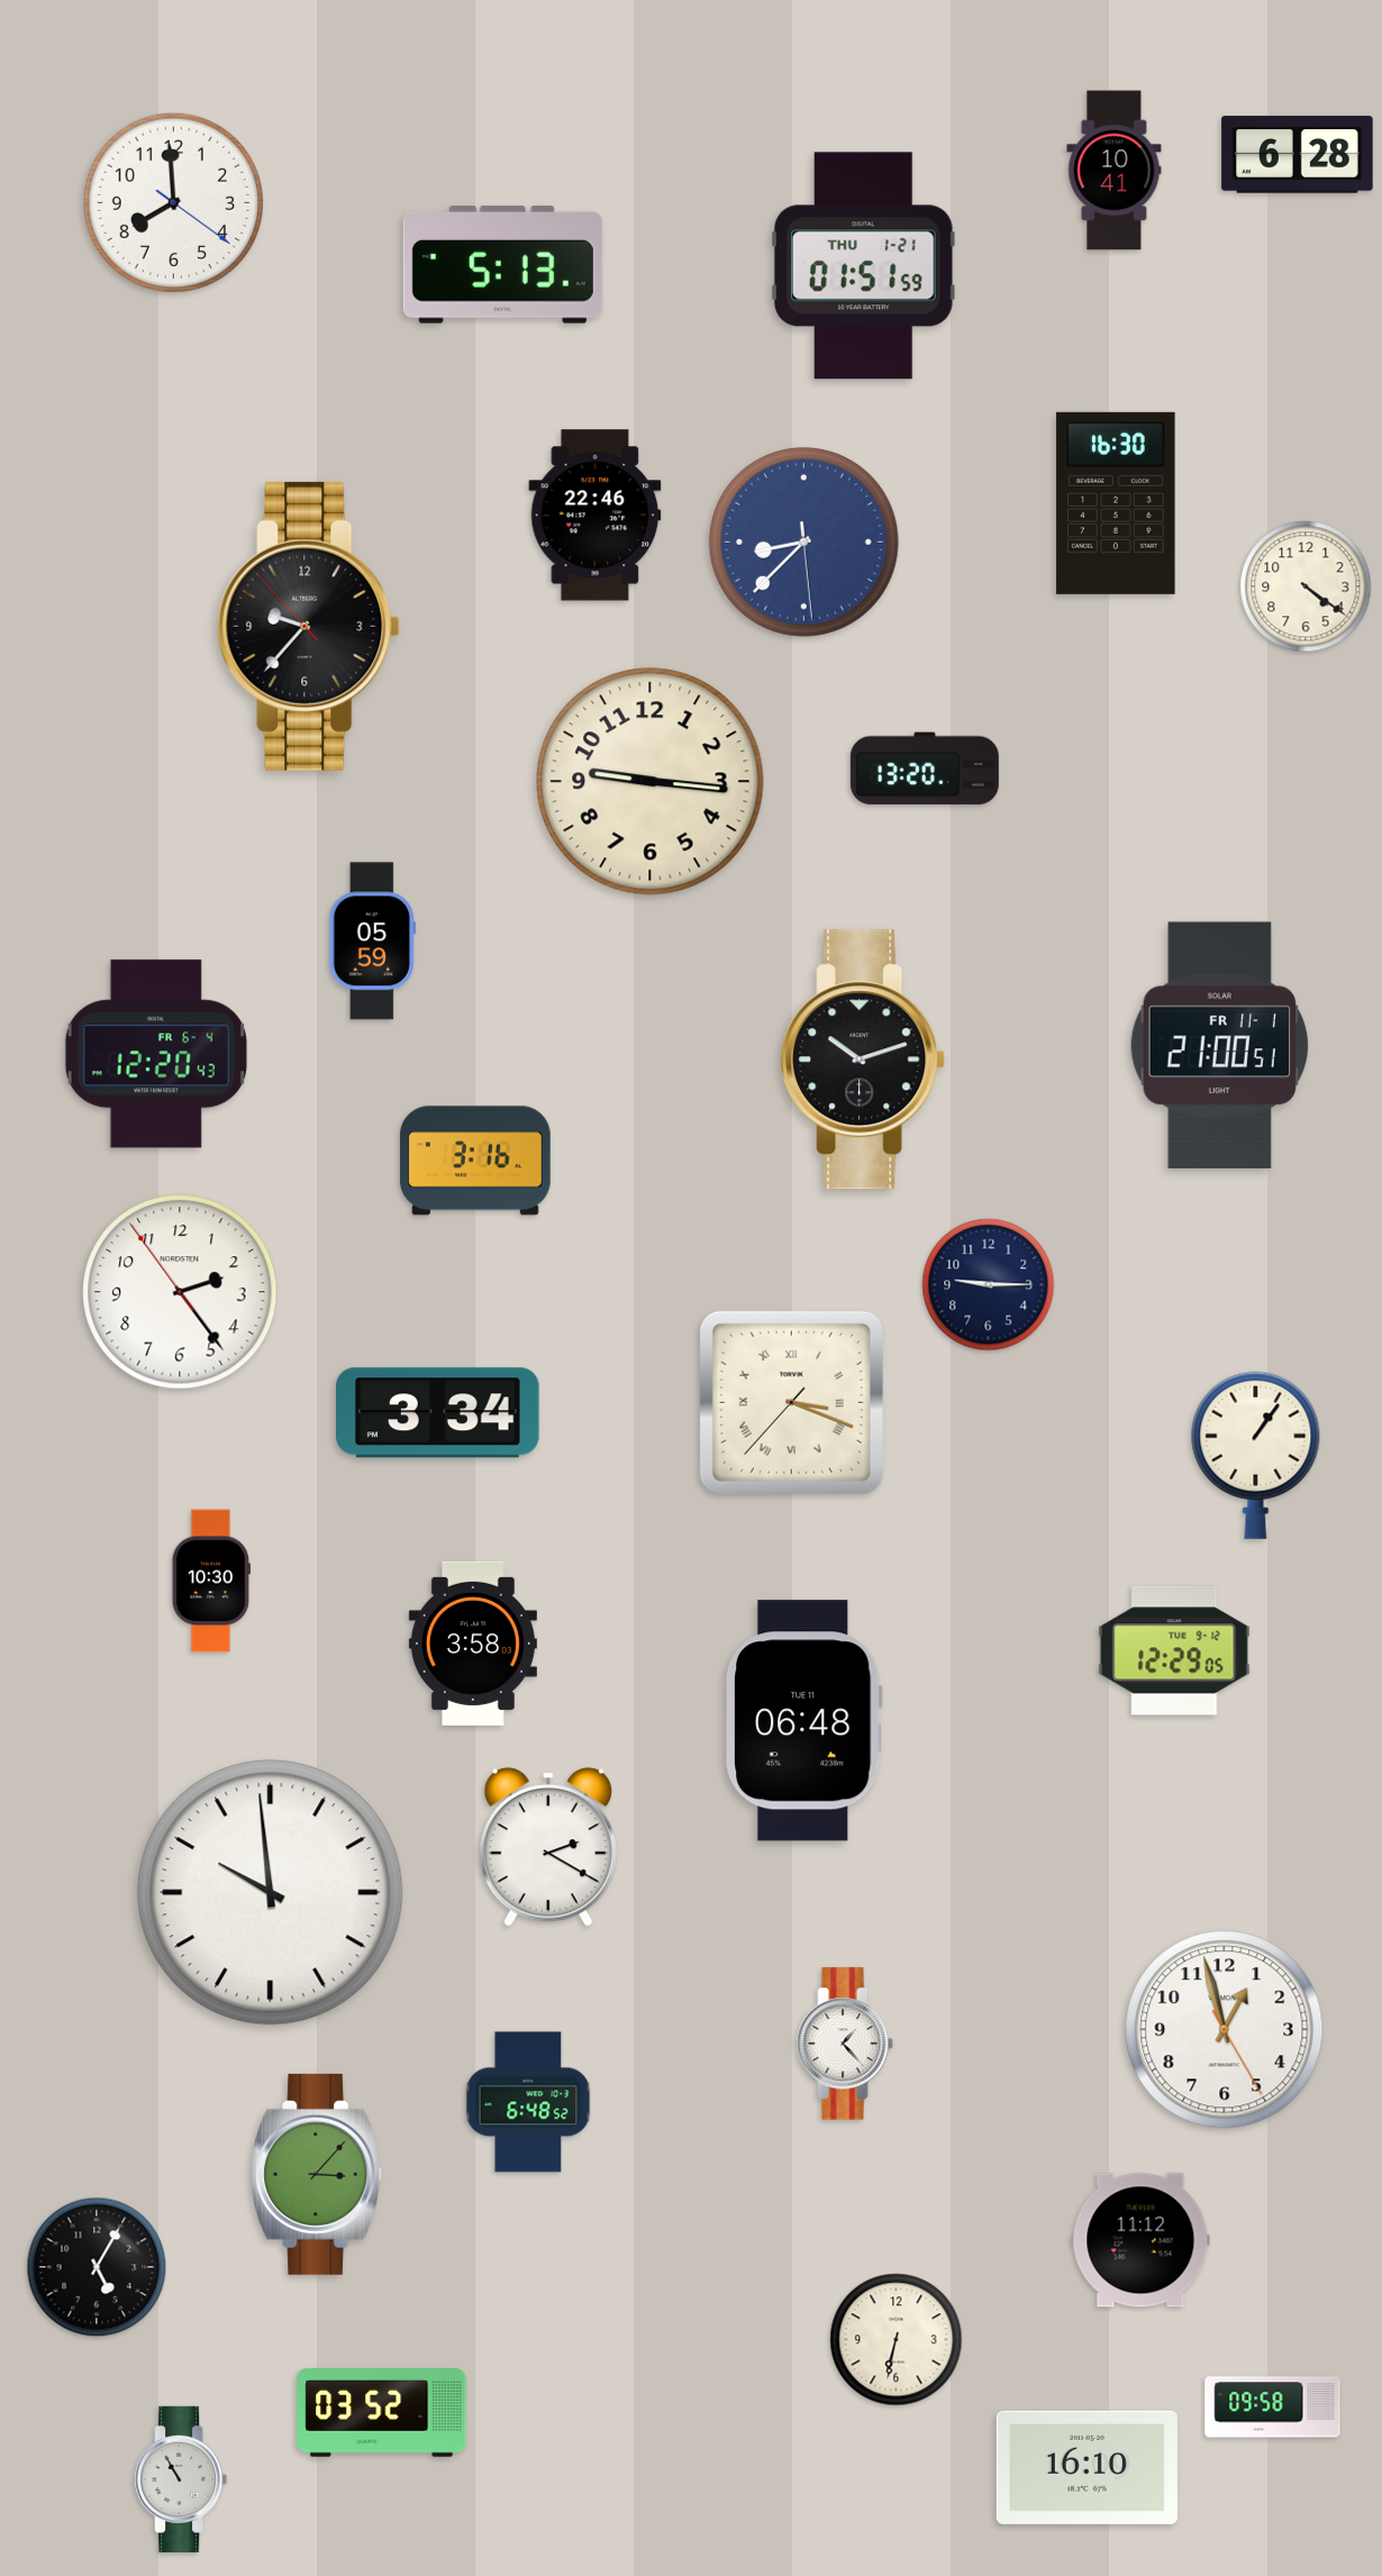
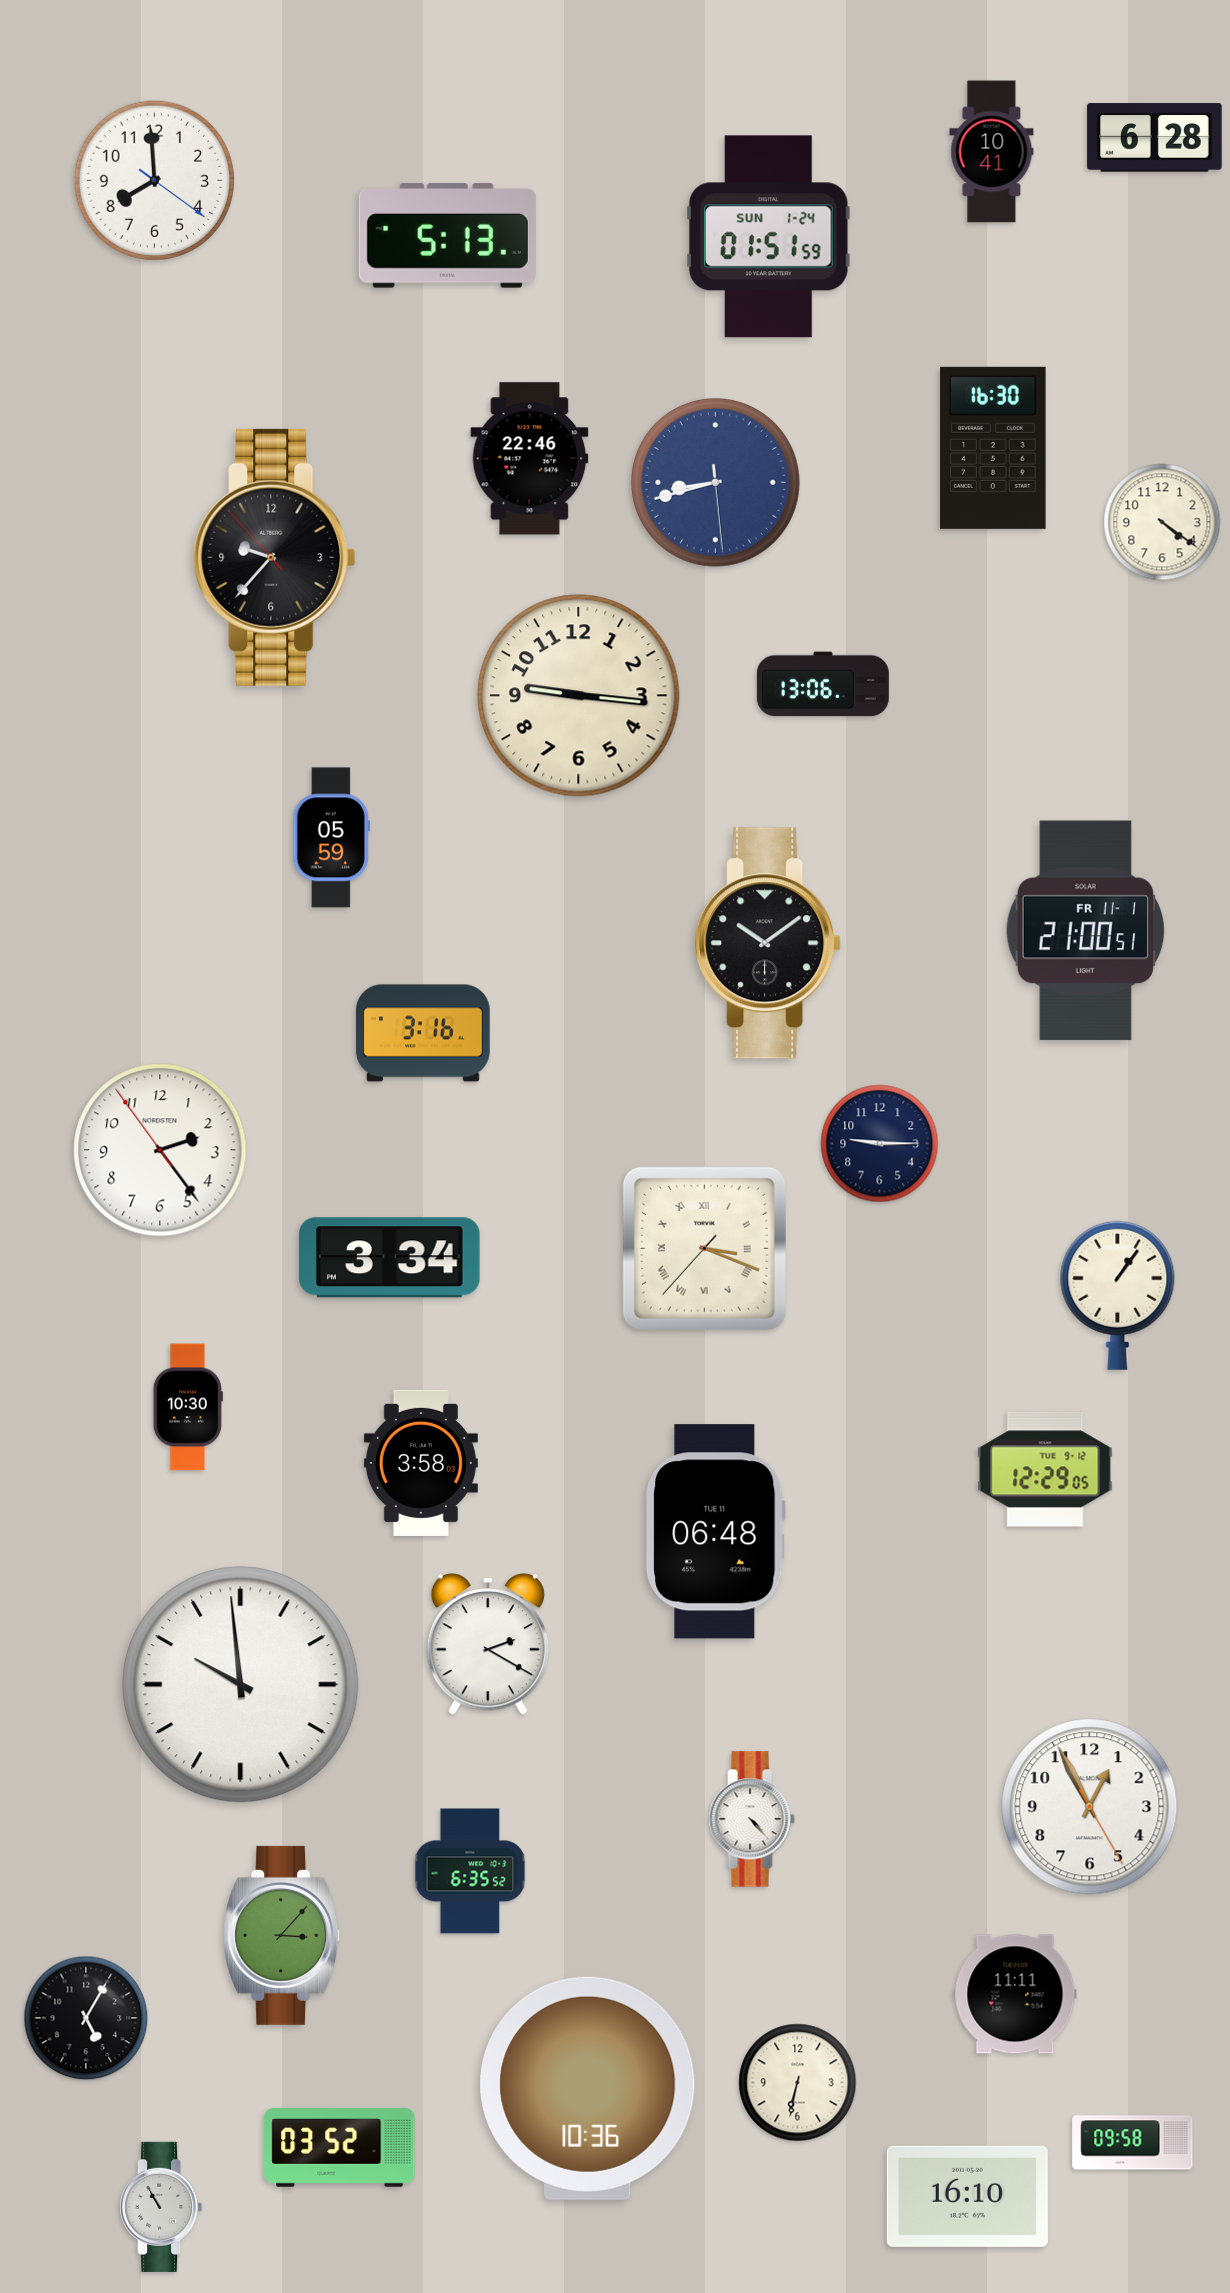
clock at (864, 266) date: THU 1-21 -> SUN 1-24
clock at (803, 541): 8:37 -> 8:42
clock at (925, 768): 13:20 -> 13:06
clock at (156, 1054): 12:20 -> none
clock at (864, 1059): 10:12 -> 10:09
clock at (1225, 2030): 12:57 -> 12:55
clock at (845, 2043): 1:23 -> 4:23
clock at (528, 2102): 6:48 -> 6:35
clock at (1140, 2240): 11:12 -> 11:11
clock at (588, 2088): none -> 10:36
